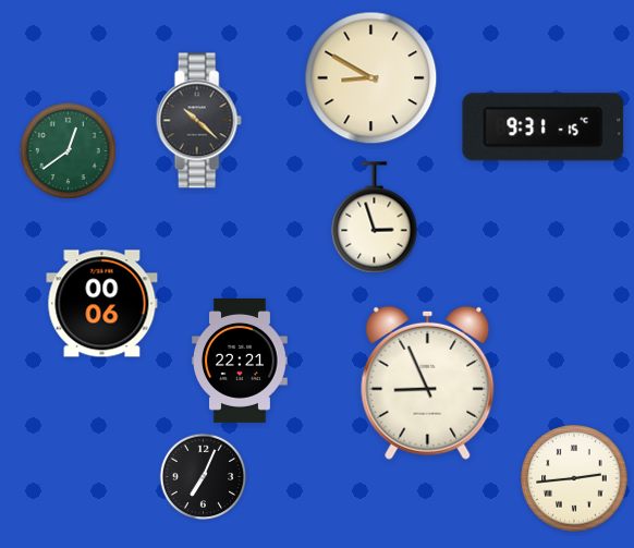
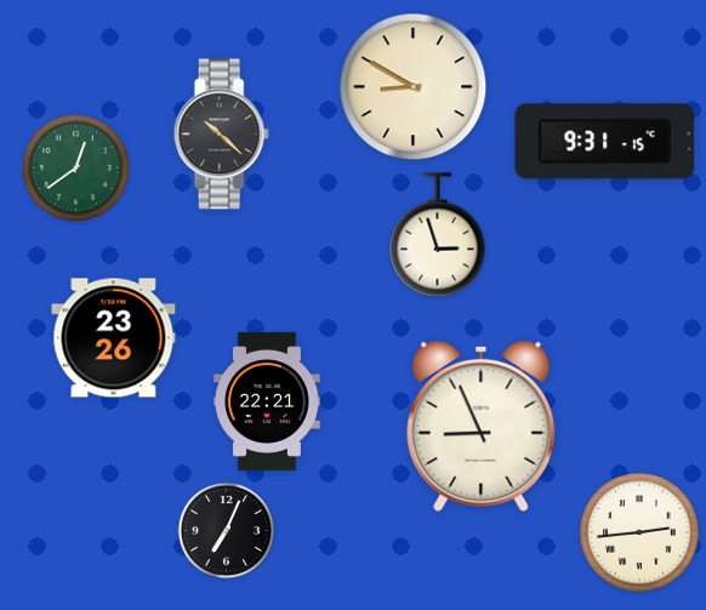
clock at (375, 218) position: (375, 218) -> (438, 235)
clock at (102, 304): 00:06 -> 23:26
clock at (428, 382) position: (428, 382) -> (482, 426)
